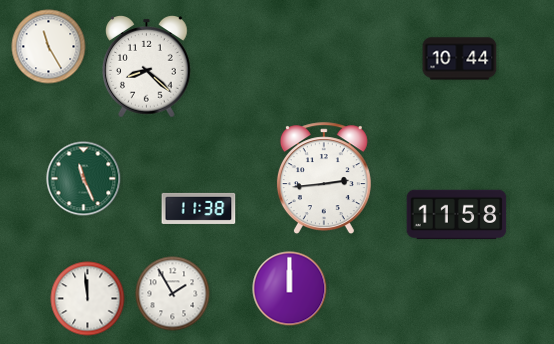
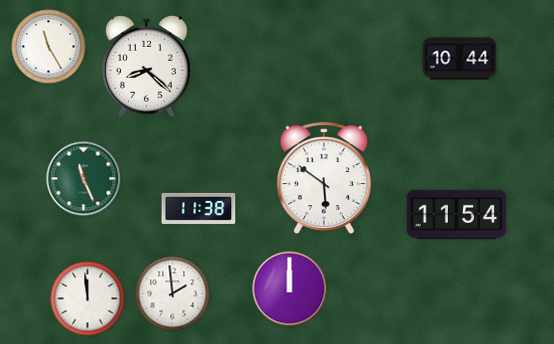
clock at (324, 179): 2:44 -> 5:51
clock at (457, 215): 11:58 -> 11:54
clock at (173, 294): 1:55 -> 1:59
